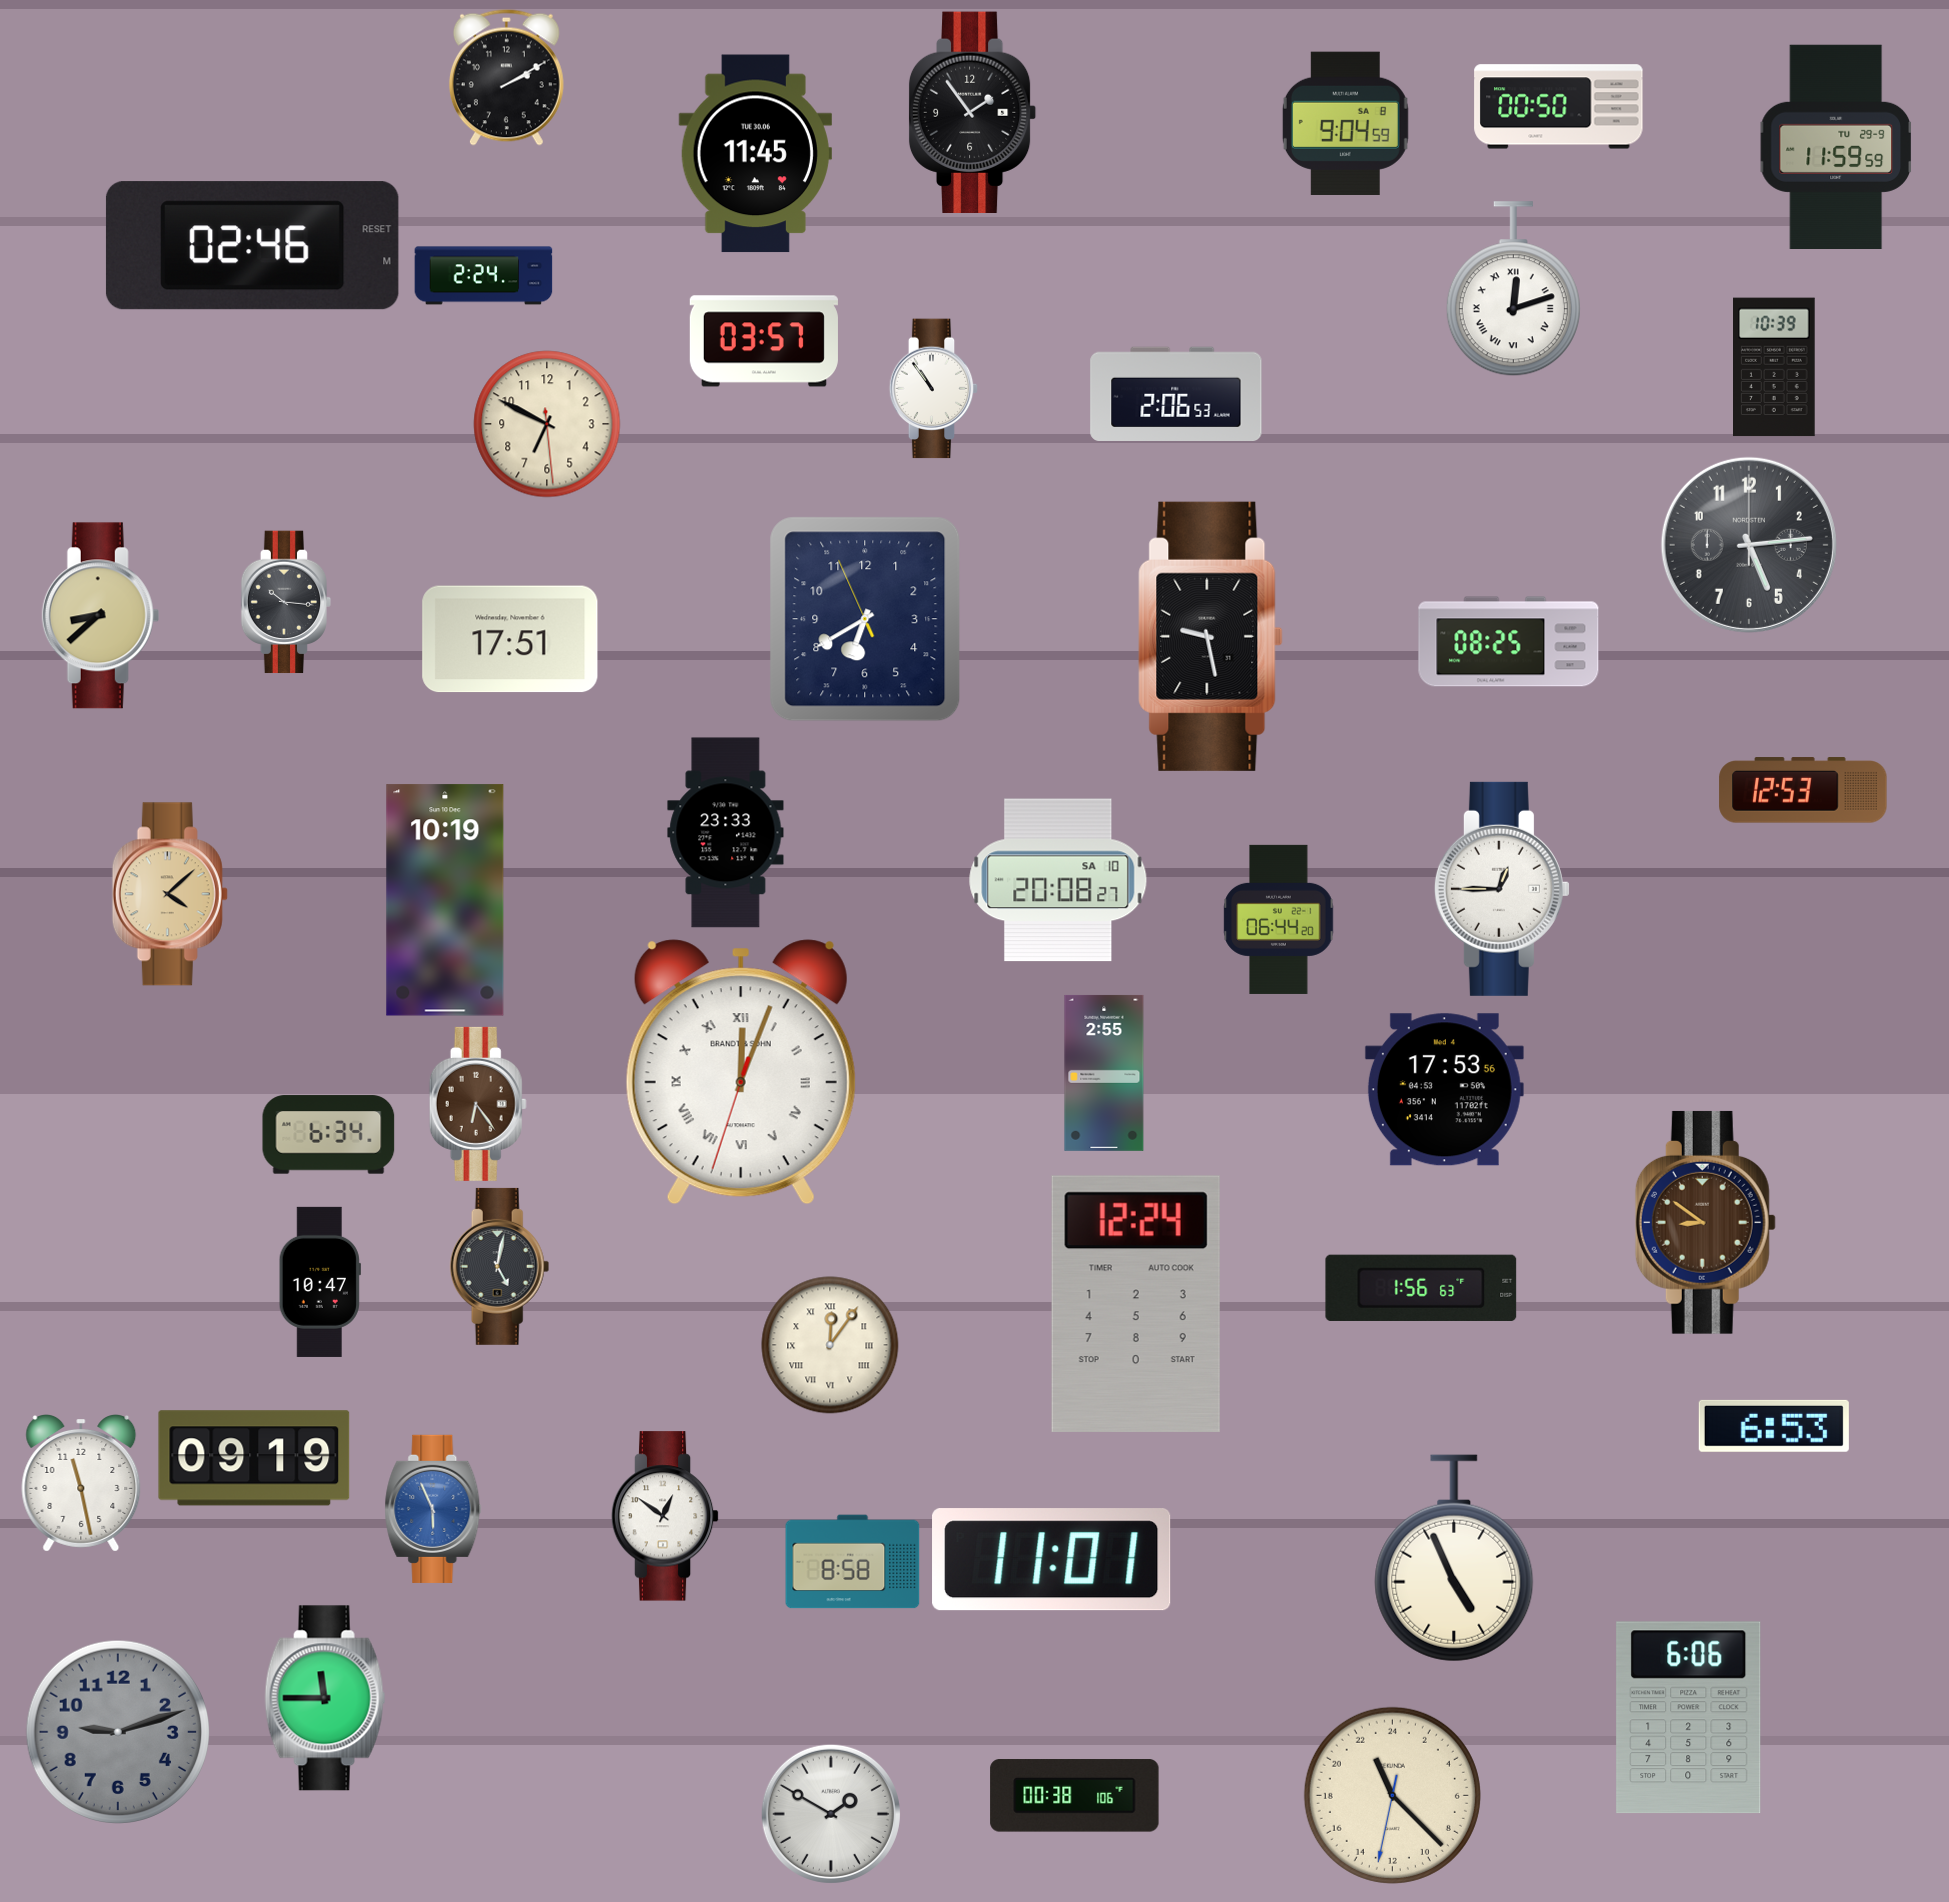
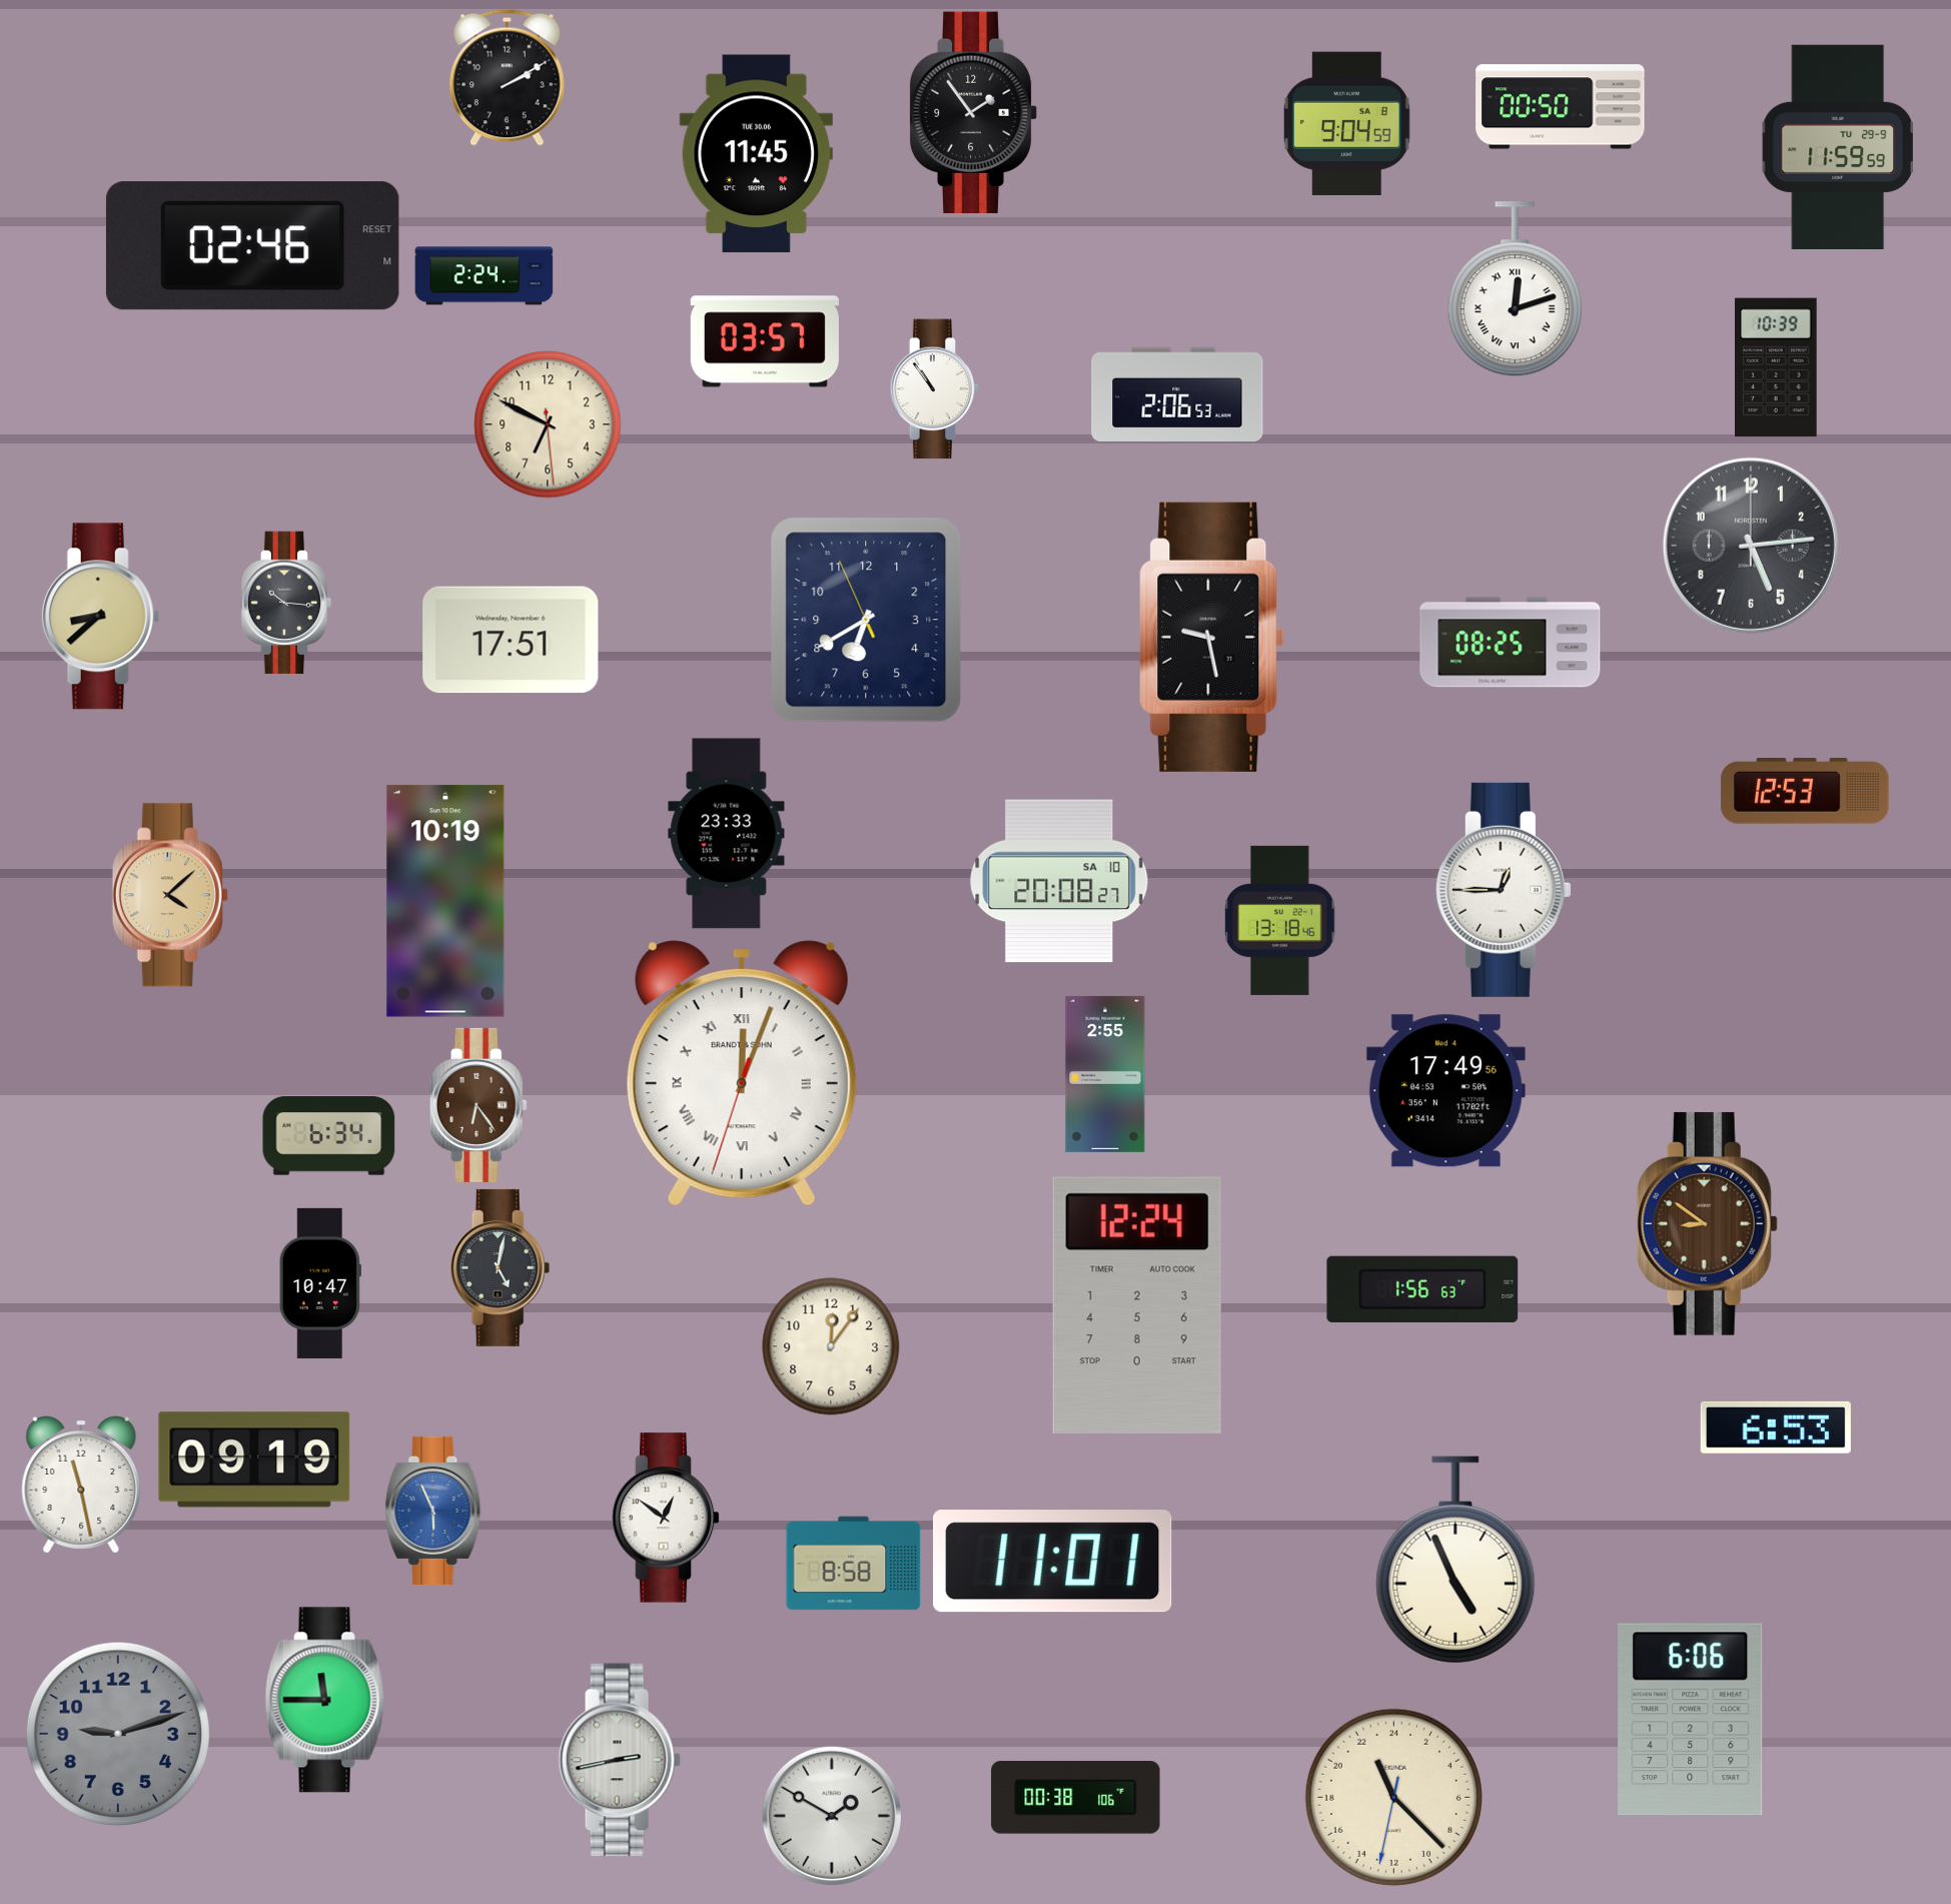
clock at (1279, 919): 06:44 -> 13:18
clock at (1444, 1090): 17:53 -> 17:49
clock at (830, 1345) numerals: Roman -> Arabic
clock at (620, 1760): none -> 2:43
